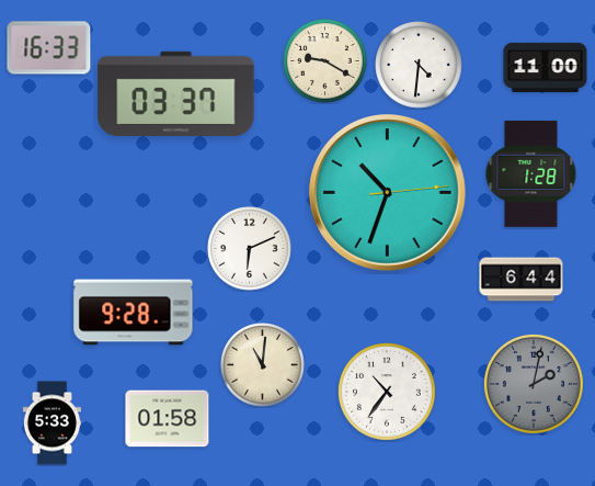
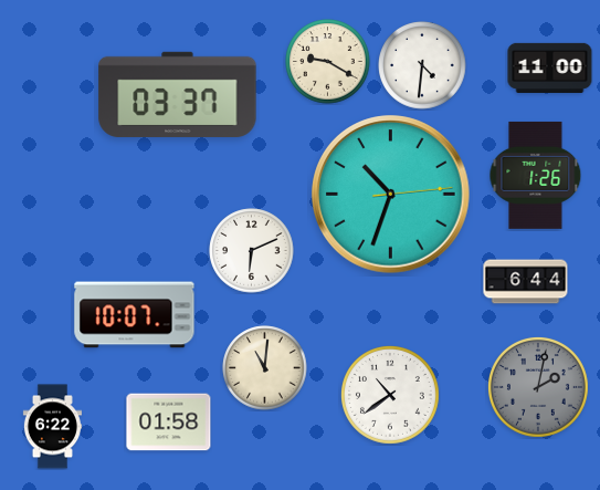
clock at (49, 48): 16:33 -> none
clock at (531, 173): 1:28 -> 1:26
clock at (134, 313): 9:28 -> 10:07
clock at (387, 392): 10:36 -> 10:39
clock at (52, 423): 5:33 -> 6:22
